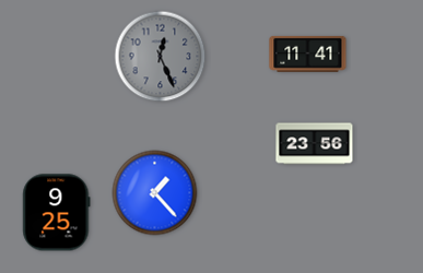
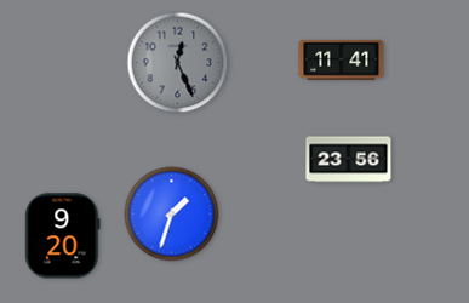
clock at (155, 193): 1:23 -> 1:33
clock at (57, 213): 9:25 -> 9:20
